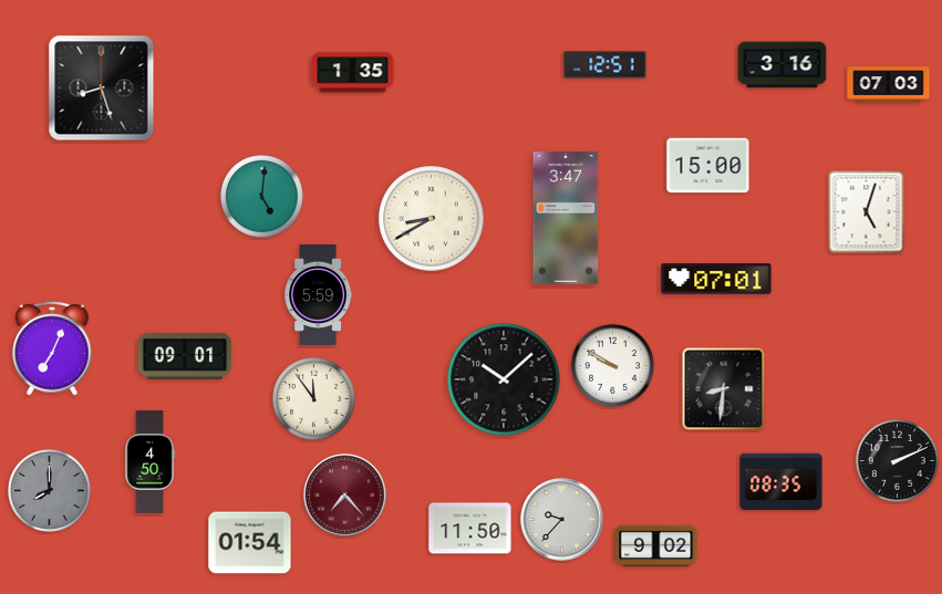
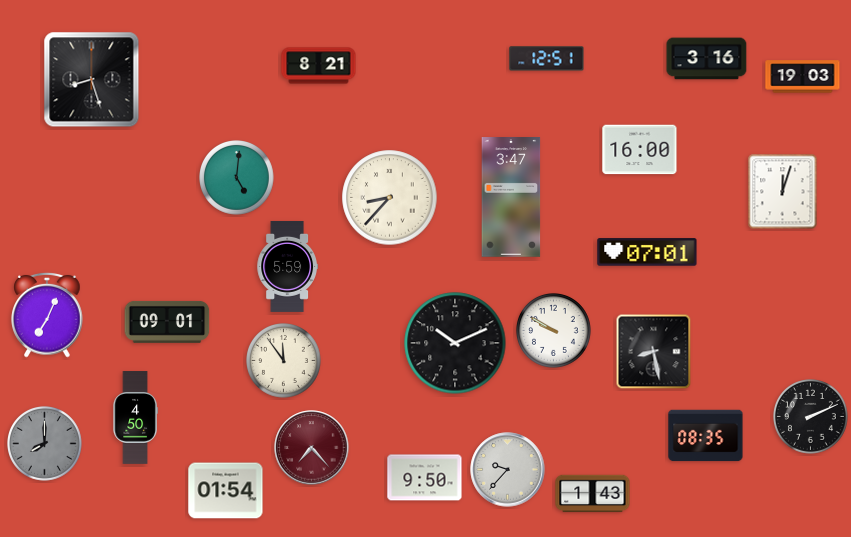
clock at (353, 73): 1:35 -> 8:21
clock at (889, 85): 07:03 -> 19:03
clock at (708, 166): 15:00 -> 16:00
clock at (867, 212): 5:03 -> 12:03
clock at (432, 219): 8:40 -> 8:37
clock at (504, 379): 10:08 -> 10:11
clock at (724, 389): 8:31 -> 8:28
clock at (470, 529): 11:50 -> 9:50
clock at (656, 546): 9:02 -> 1:43
